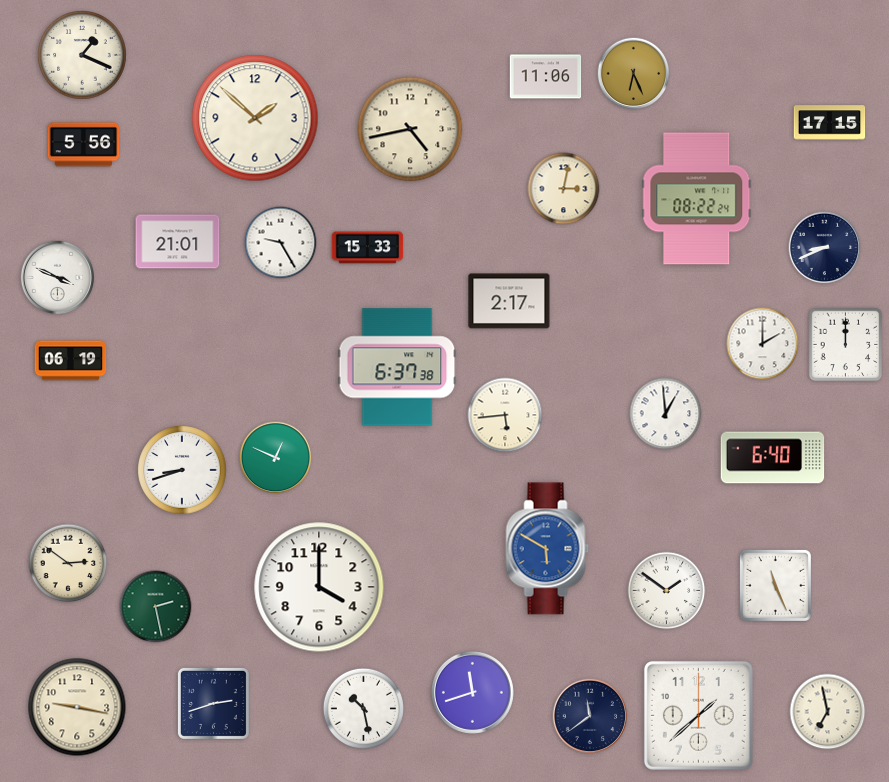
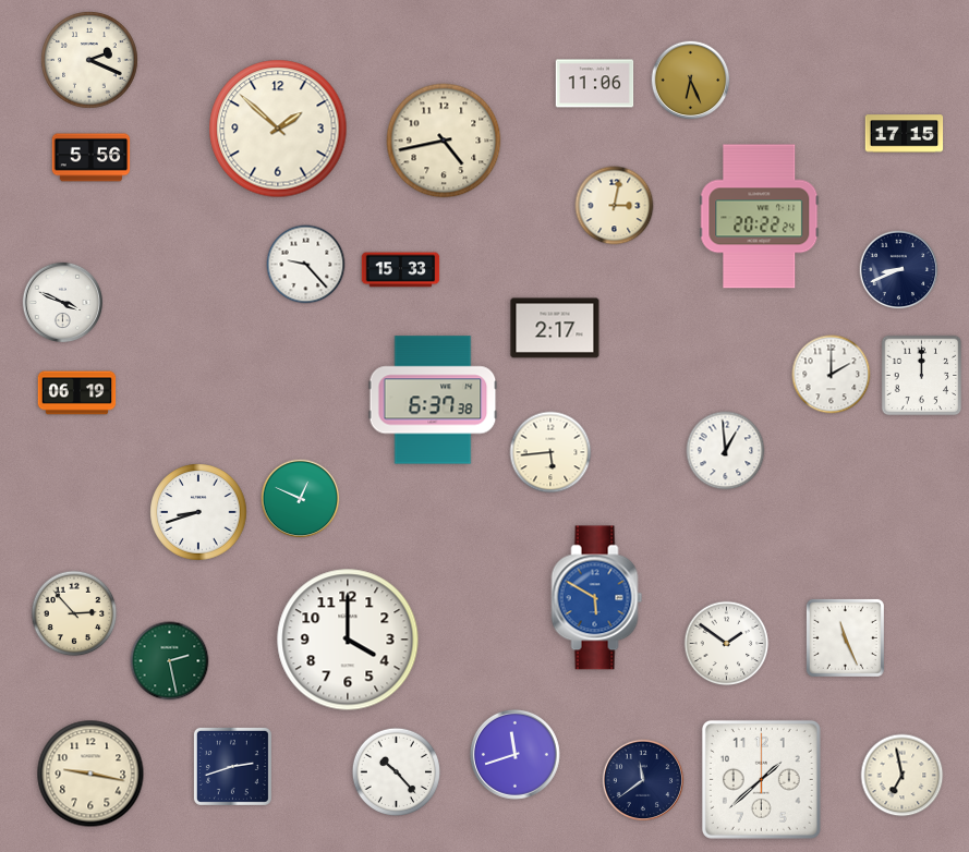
clock at (82, 55): 1:19 -> 2:19
clock at (410, 129) position: (410, 129) -> (444, 141)
clock at (697, 199): 08:22 -> 20:22
clock at (178, 242): 21:01 -> none
clock at (281, 243): 9:25 -> 9:23
clock at (773, 458): 6:40 -> none
clock at (68, 563): 2:51 -> 2:53
clock at (77, 707) position: (77, 707) -> (90, 774)
clock at (363, 708): 10:28 -> 10:23
